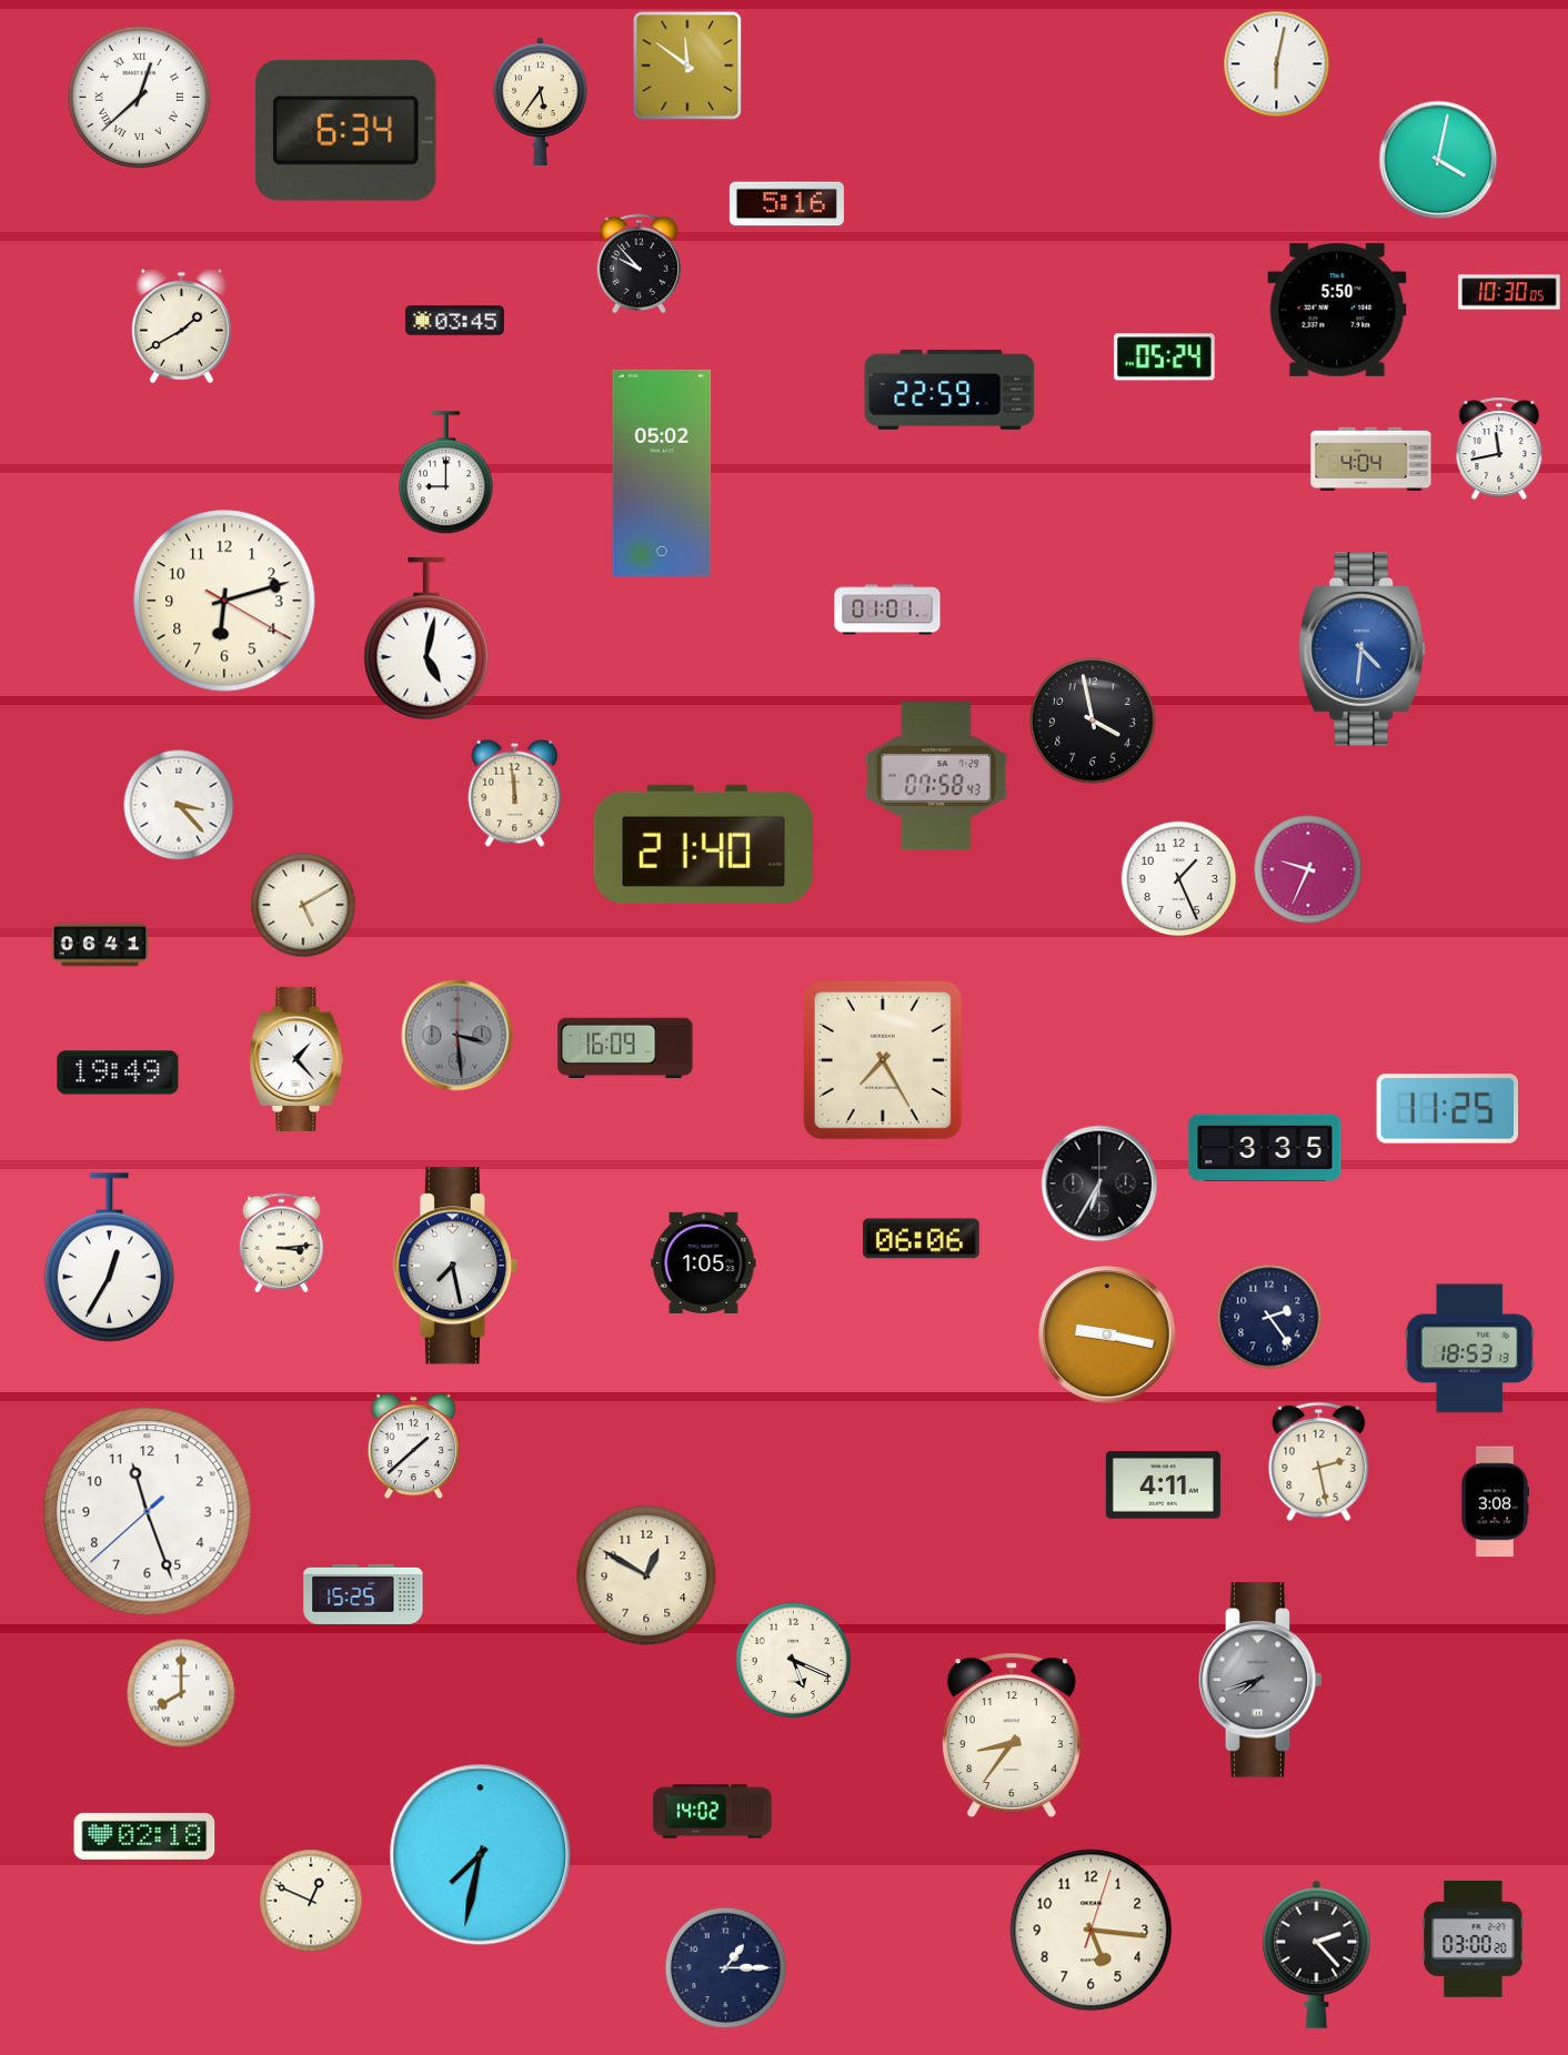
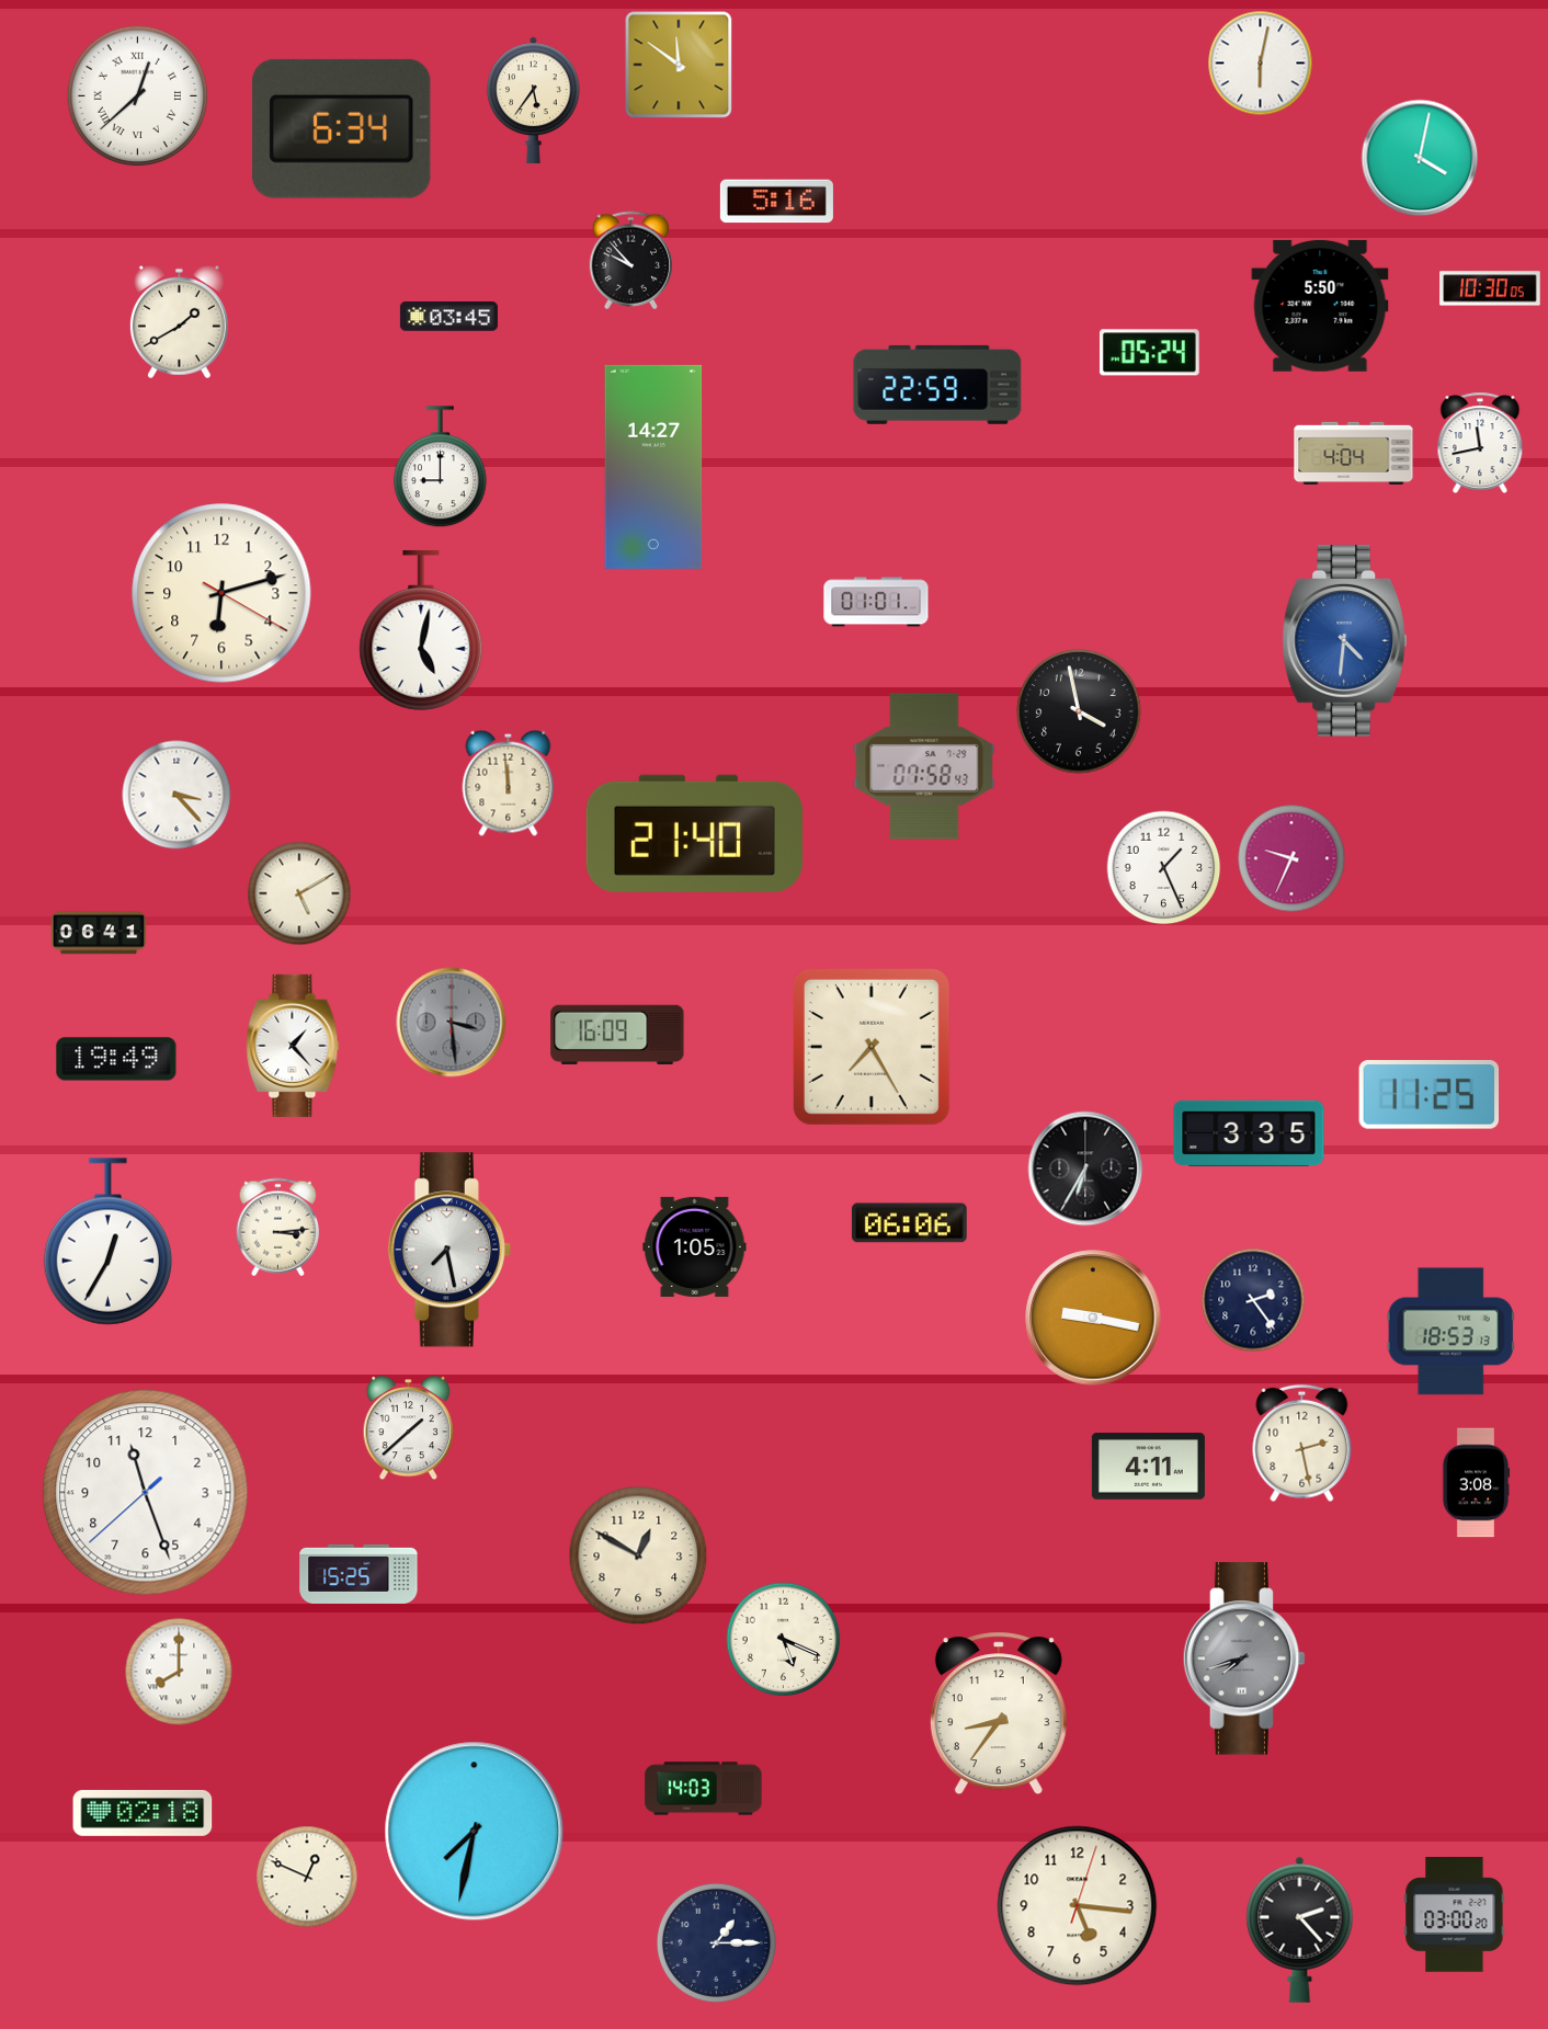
clock at (662, 473): 05:02 -> 14:27
clock at (713, 1812): 14:02 -> 14:03
